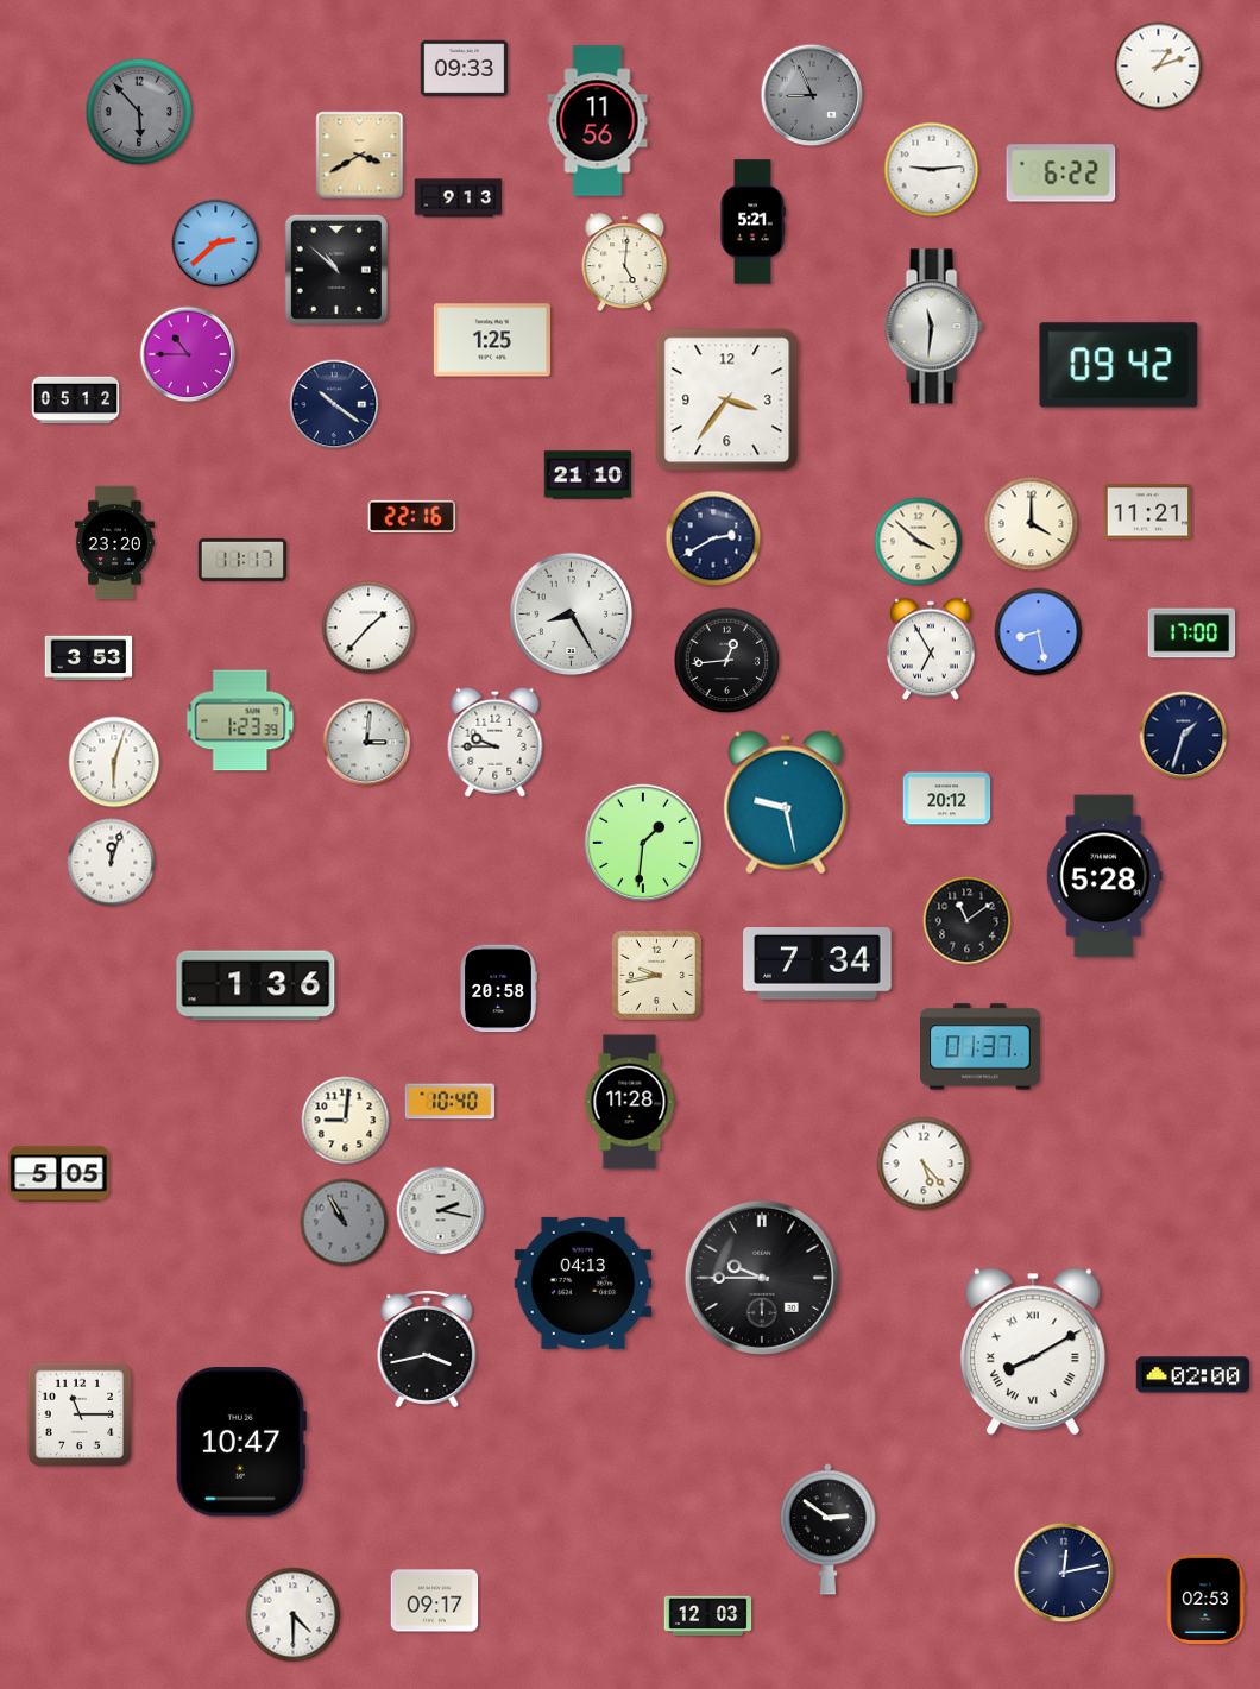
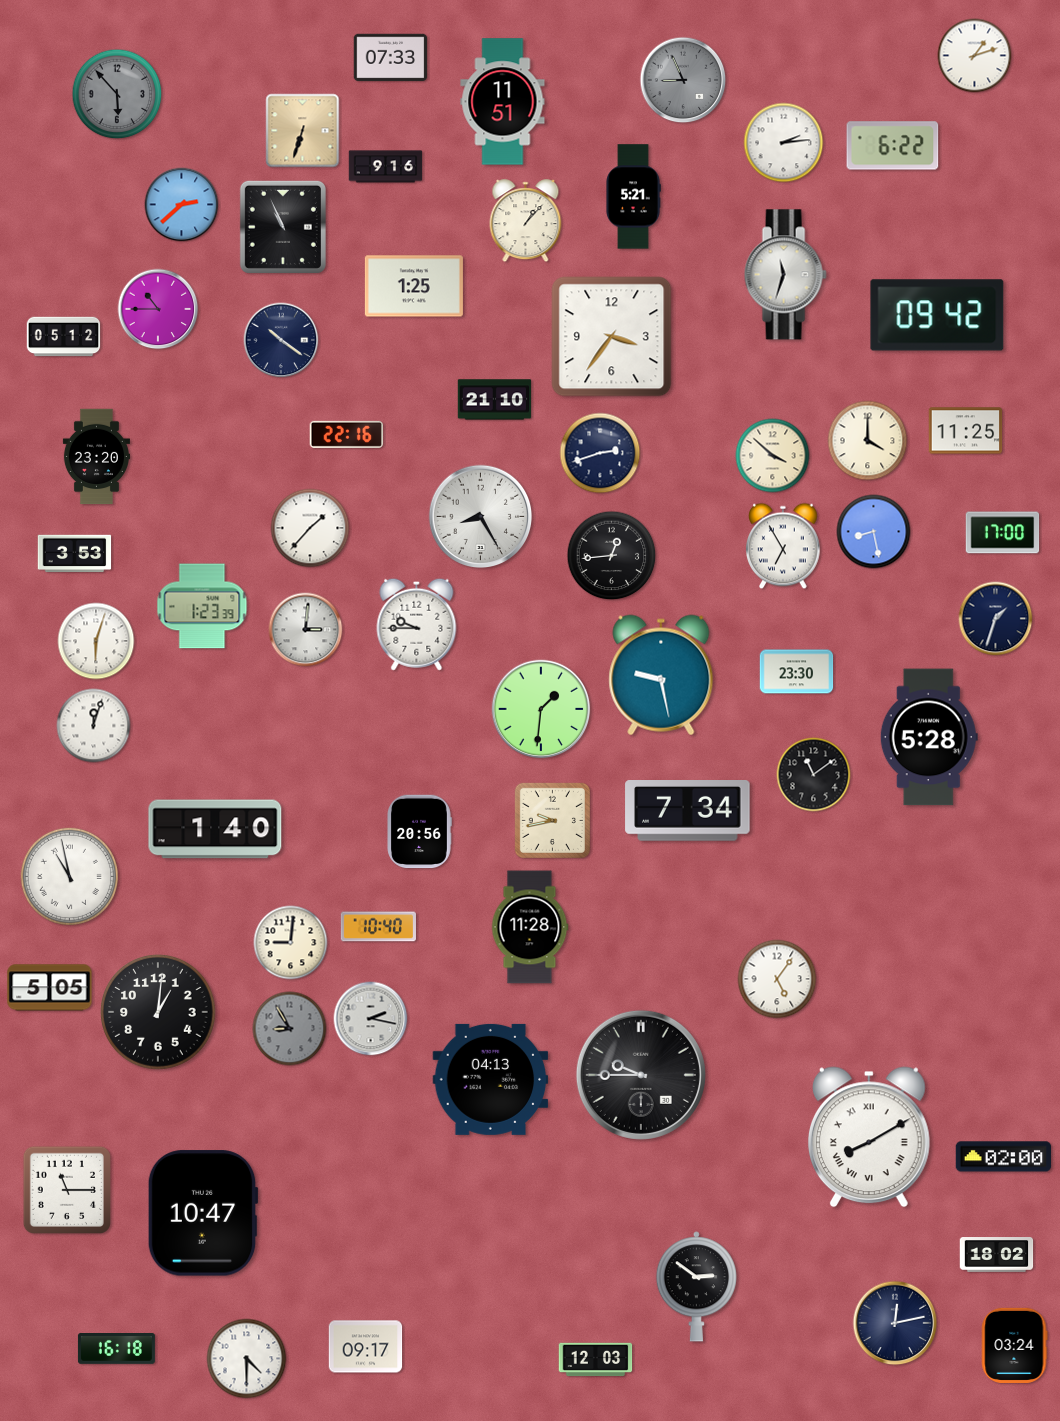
clock at (465, 69): 09:33 -> 07:33
clock at (598, 121): 11:56 -> 11:51
clock at (360, 156): 3:40 -> 6:33
clock at (932, 170): 9:14 -> 2:14
clock at (459, 198): 9:13 -> 9:16
clock at (752, 222) position: (752, 222) -> (633, 197)
clock at (625, 263): 5:01 -> 1:07
clock at (336, 270): 10:52 -> 10:56
clock at (933, 327): 11:31 -> 11:33
clock at (188, 354) position: (188, 354) -> (158, 309)
clock at (1119, 365) position: (1119, 365) -> (937, 315)
clock at (1148, 512): 11:21 -> 11:25
clock at (713, 538): 2:40 -> 2:42
clock at (242, 560): 11:17 -> none
clock at (367, 743) position: (367, 743) -> (306, 630)
clock at (947, 799): 20:12 -> 23:30
clock at (256, 985): 1:36 -> 1:40
clock at (498, 989): 20:58 -> 20:56
clock at (69, 876): none -> 10:58
clock at (981, 1047): 01:37 -> none
clock at (924, 1164): 5:23 -> 5:06
clock at (158, 1012): none -> 1:01
clock at (345, 1223): 10:55 -> 8:55
clock at (427, 1350): 3:43 -> none
clock at (997, 1255): none -> 18:02
clock at (1207, 1599): 02:53 -> 03:24
clock at (116, 1349): none -> 16:18
